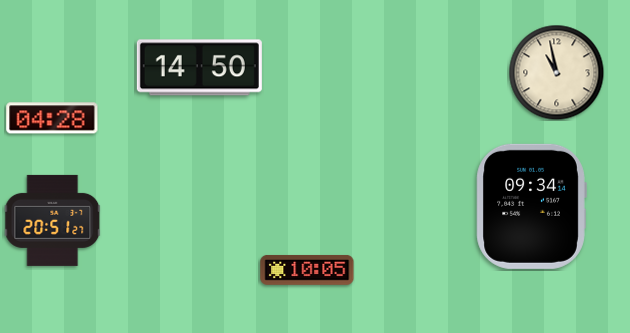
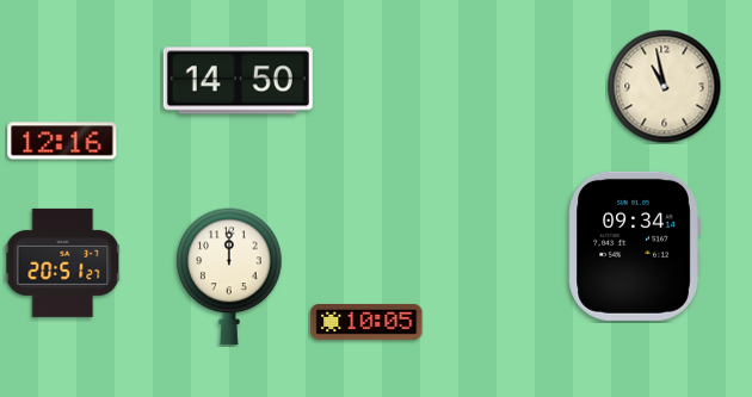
clock at (52, 118): 04:28 -> 12:16
clock at (229, 277): none -> 12:00
